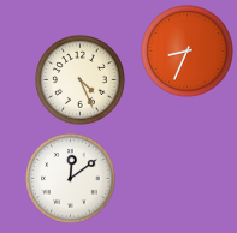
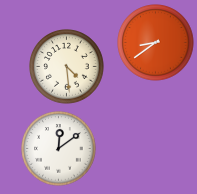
clock at (188, 52): 8:34 -> 8:39
clock at (81, 80): 4:26 -> 4:29
